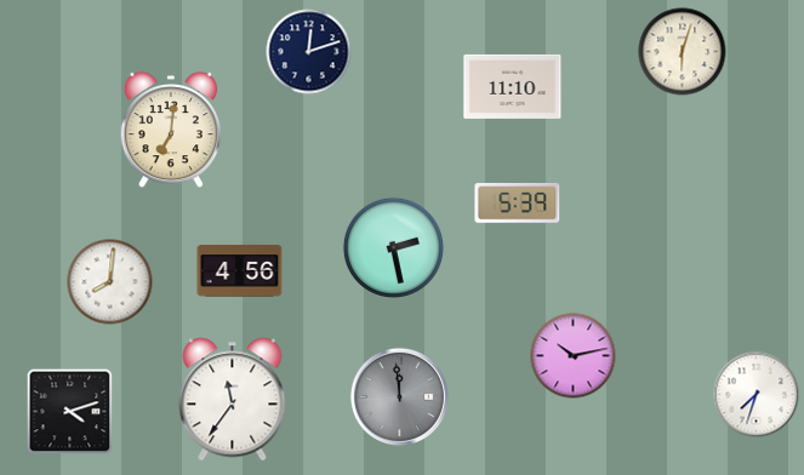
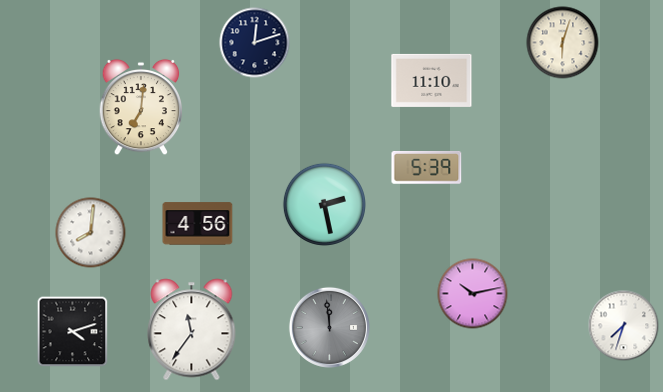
clock at (513, 86) position: (513, 86) -> (432, 80)
clock at (70, 412) position: (70, 412) -> (73, 332)
